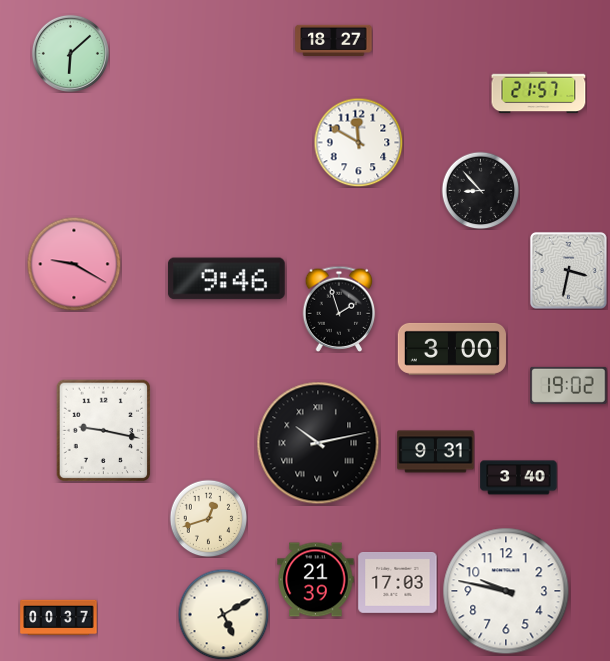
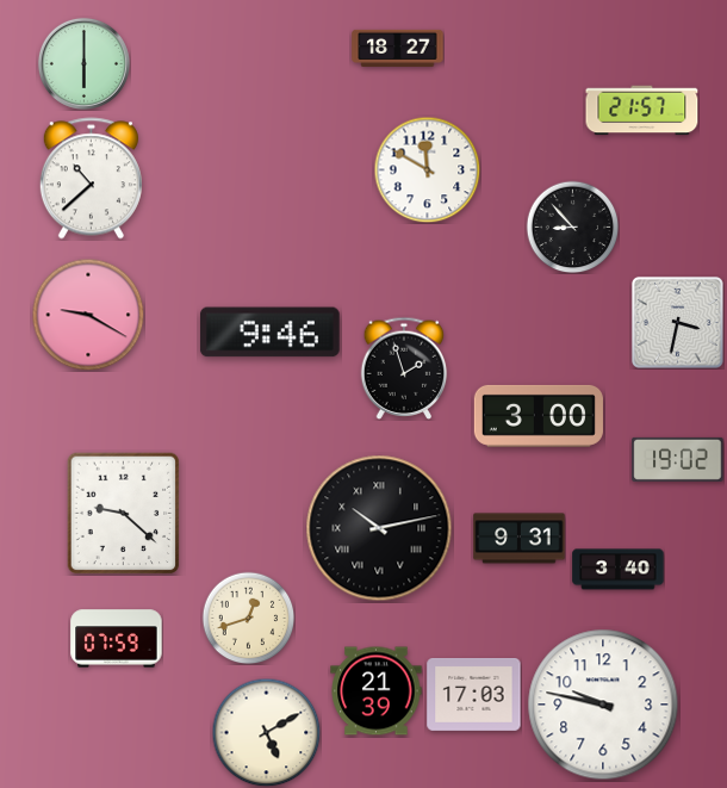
clock at (70, 53): 6:08 -> 6:00
clock at (91, 179): none -> 10:38
clock at (104, 430): 9:17 -> 9:22
clock at (117, 639): none -> 07:59
clock at (59, 618): 00:37 -> none
